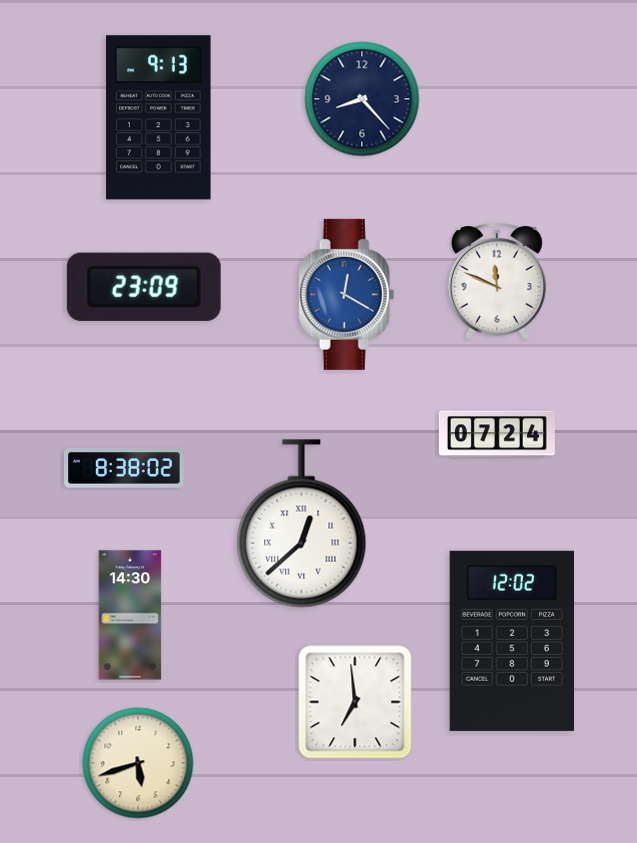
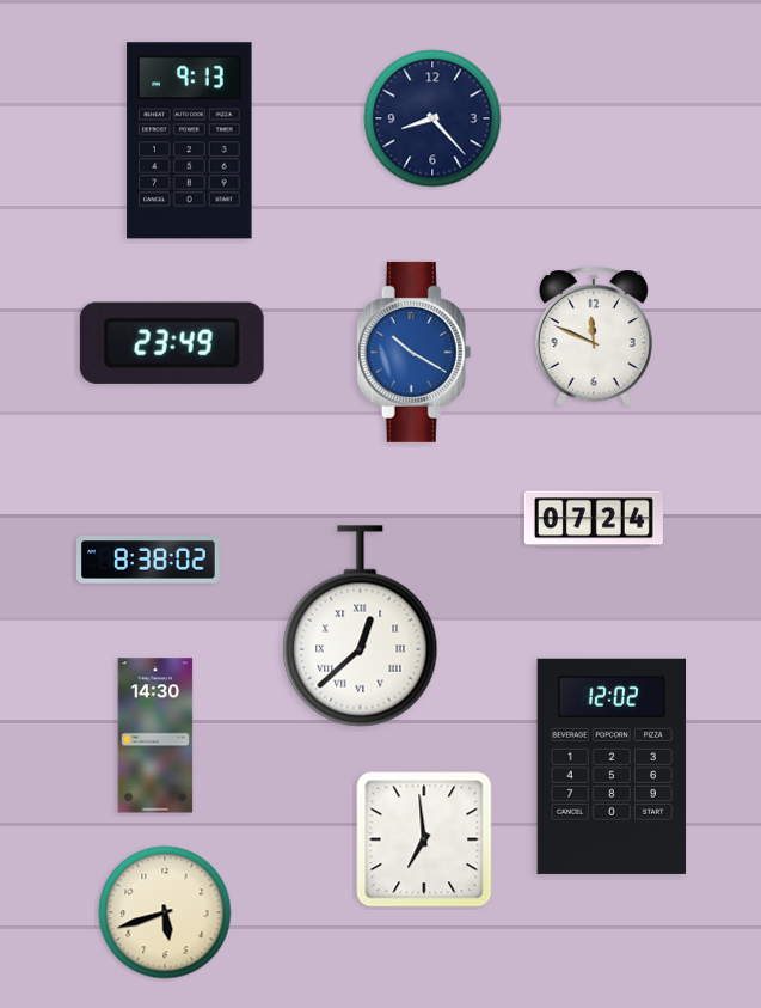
clock at (144, 287): 23:09 -> 23:49
clock at (347, 294): 12:20 -> 10:20
